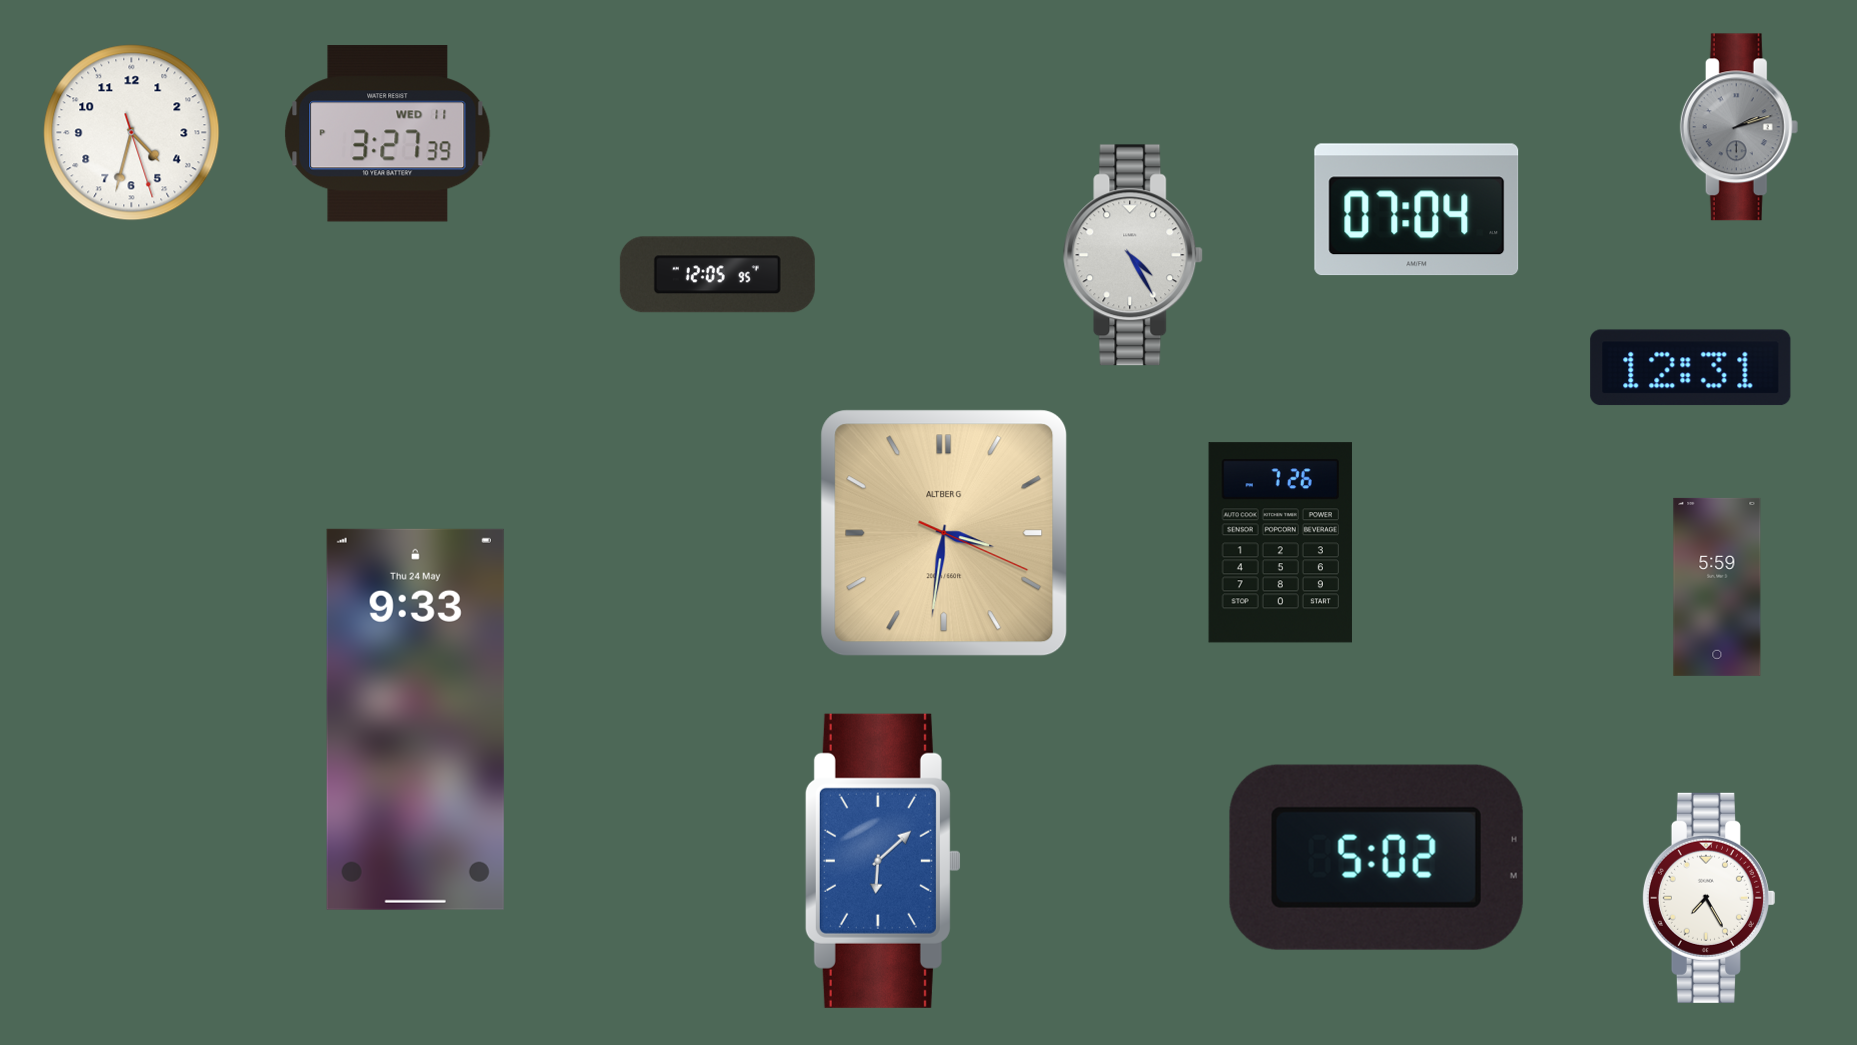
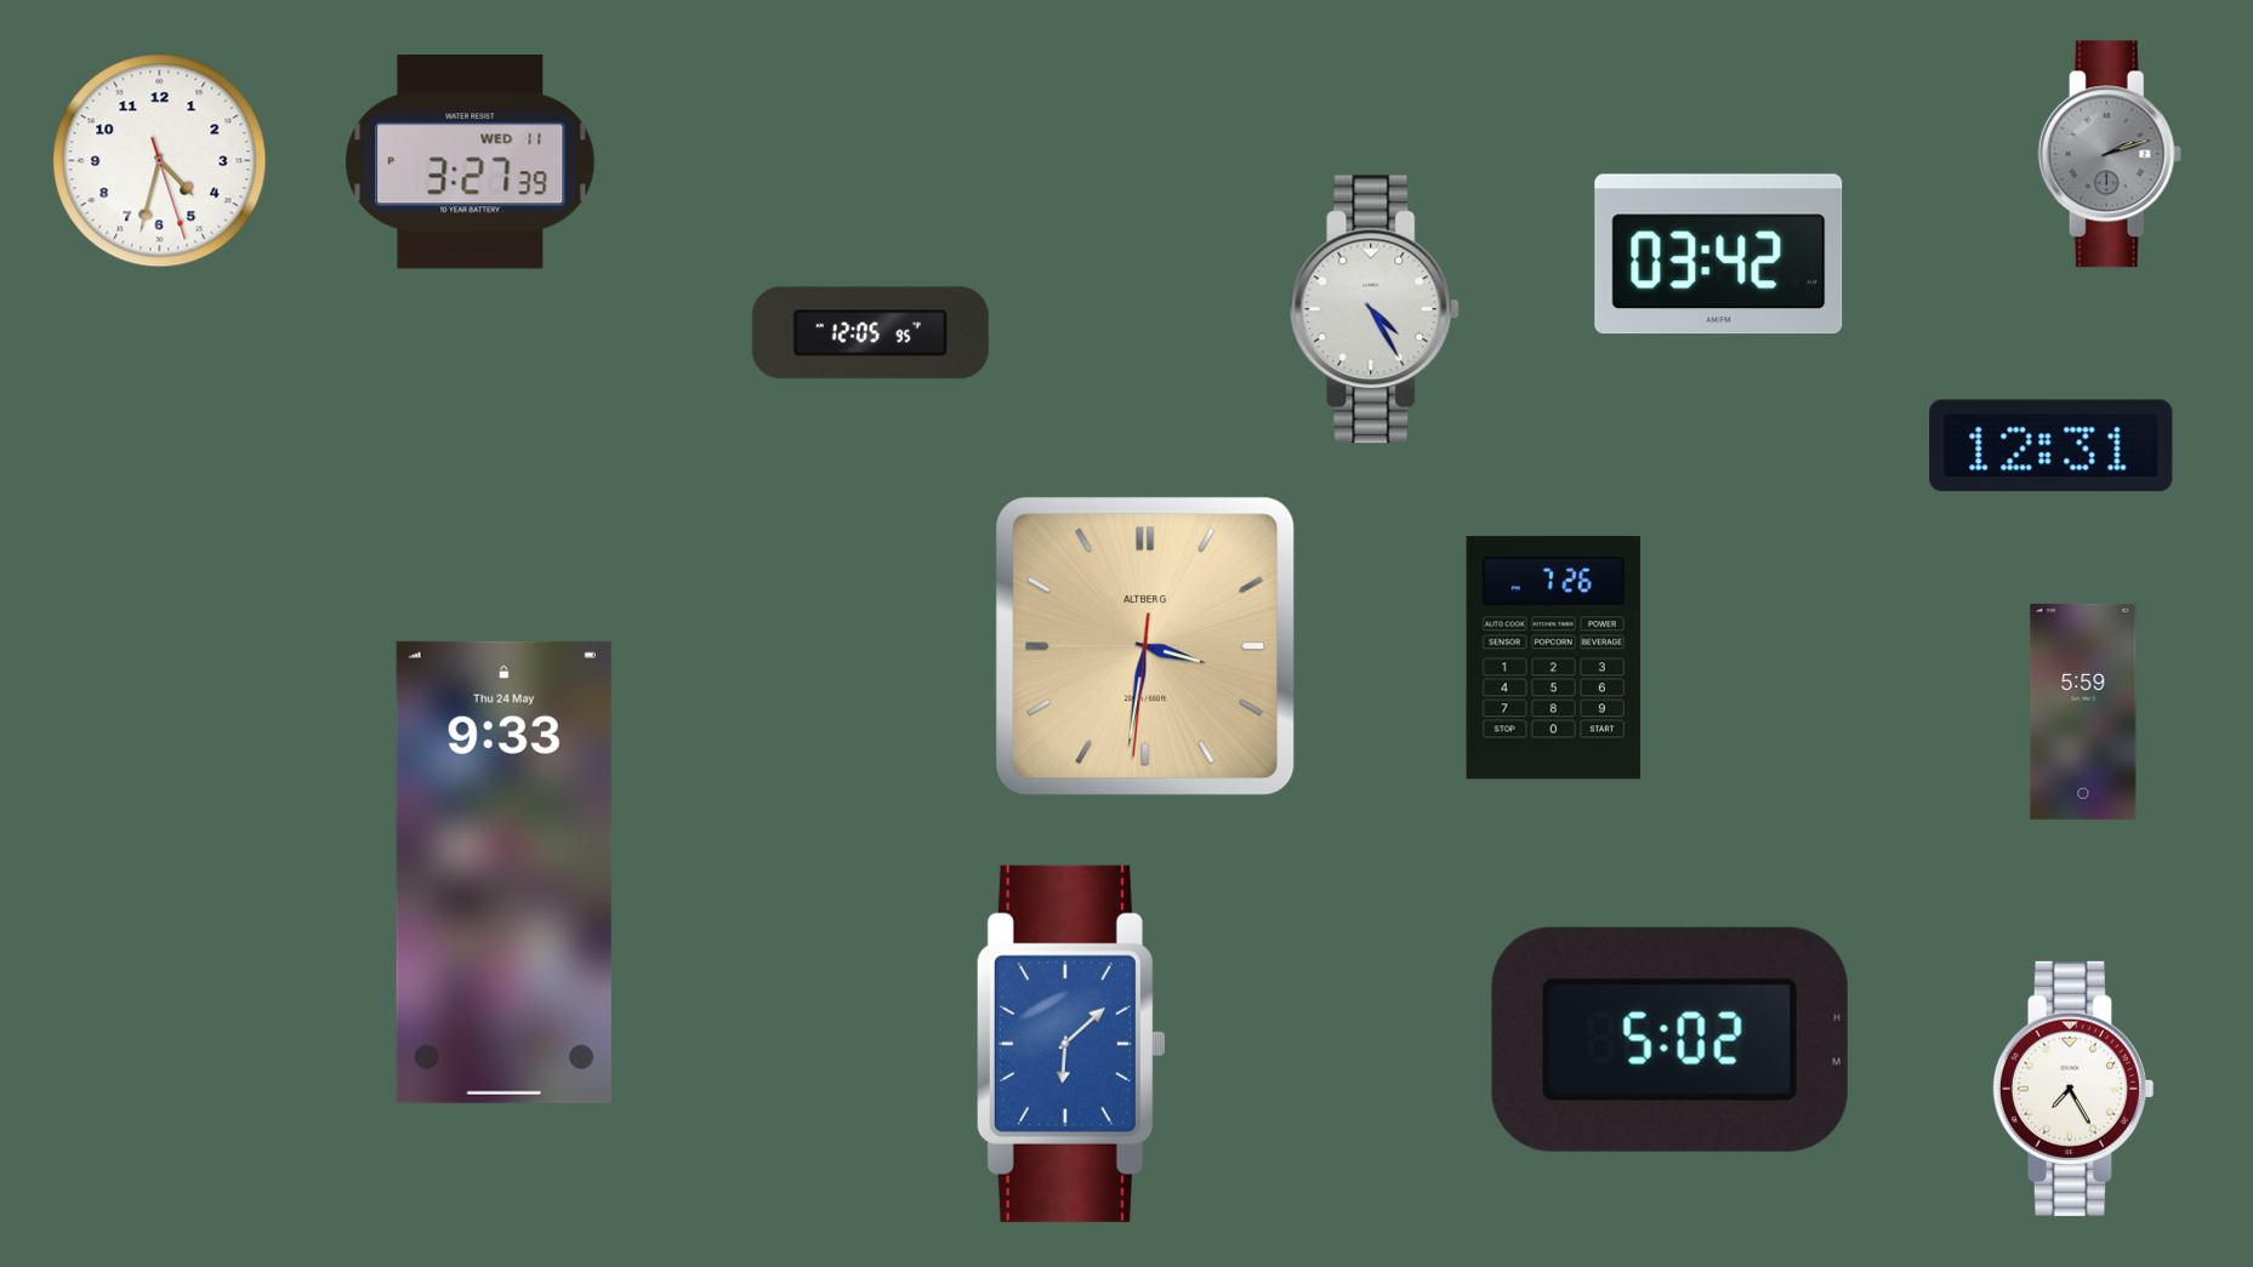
clock at (1417, 210): 07:04 -> 03:42
clock at (944, 533): 3:31:19 -> 3:31:31
